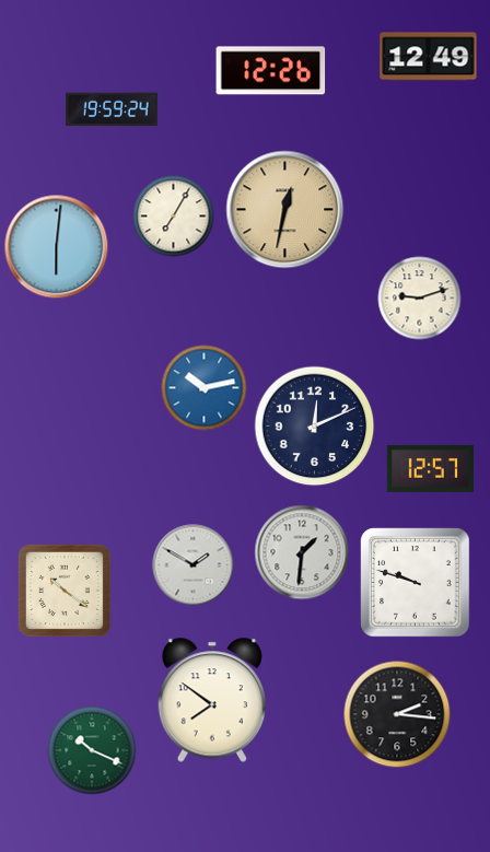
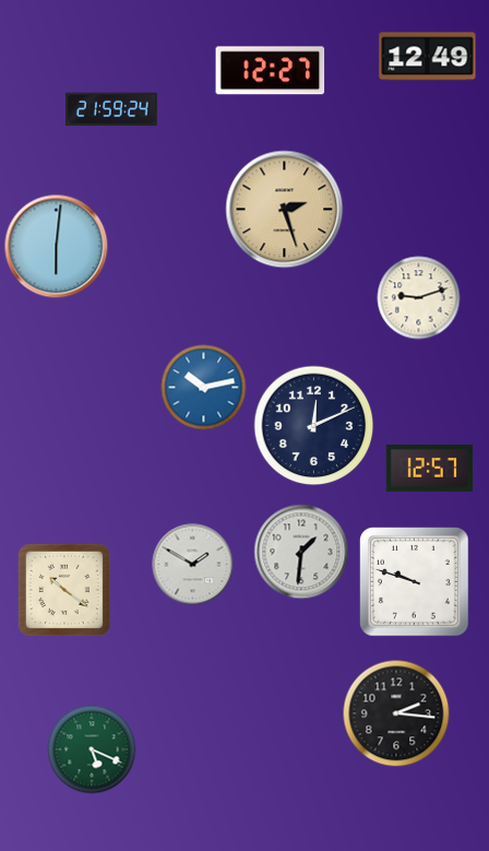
clock at (271, 71): 12:26 -> 12:27
clock at (113, 109): 19:59 -> 21:59
clock at (285, 210): 12:32 -> 2:27
clock at (174, 217): 7:05 -> none
clock at (212, 700): 7:51 -> none
clock at (92, 750): 10:19 -> 5:19
